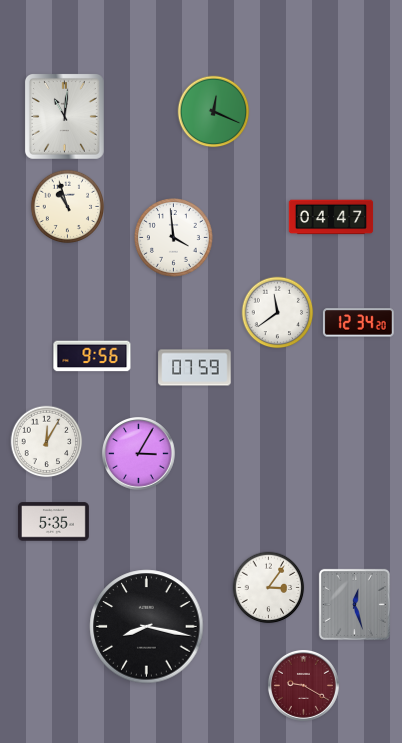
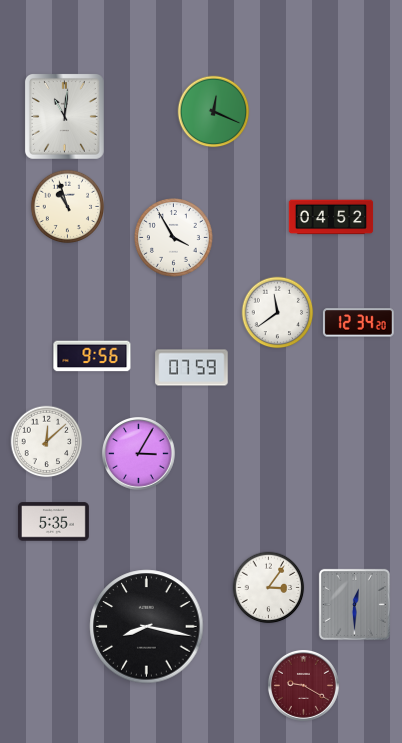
clock at (331, 217): 04:47 -> 04:52
clock at (174, 238): 3:59 -> 3:55
clock at (195, 368) position: (195, 368) -> (192, 368)
clock at (47, 442): 12:05 -> 12:08
clock at (354, 604): 12:27 -> 12:30
